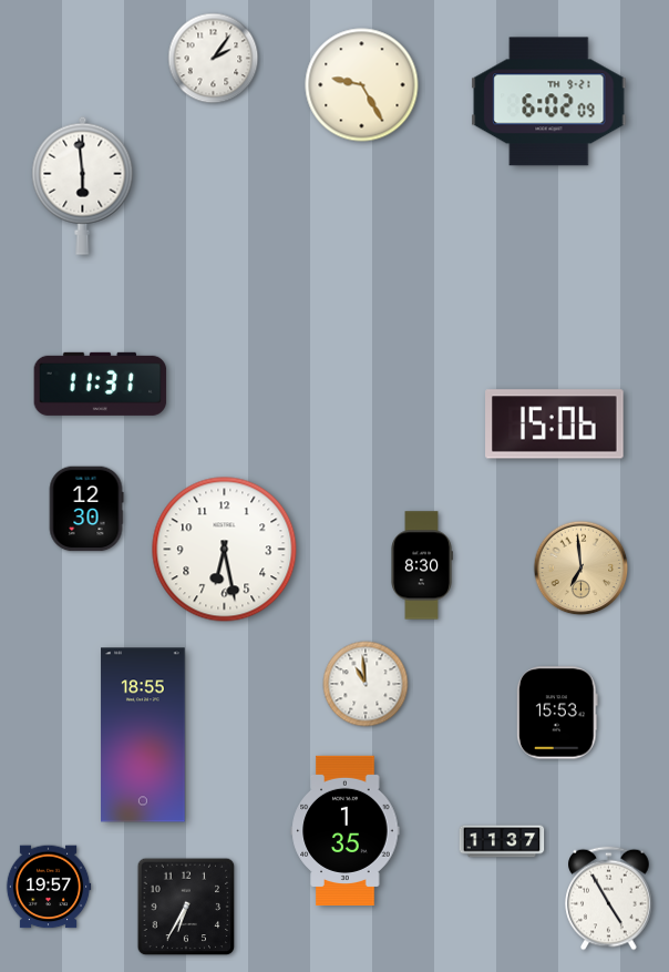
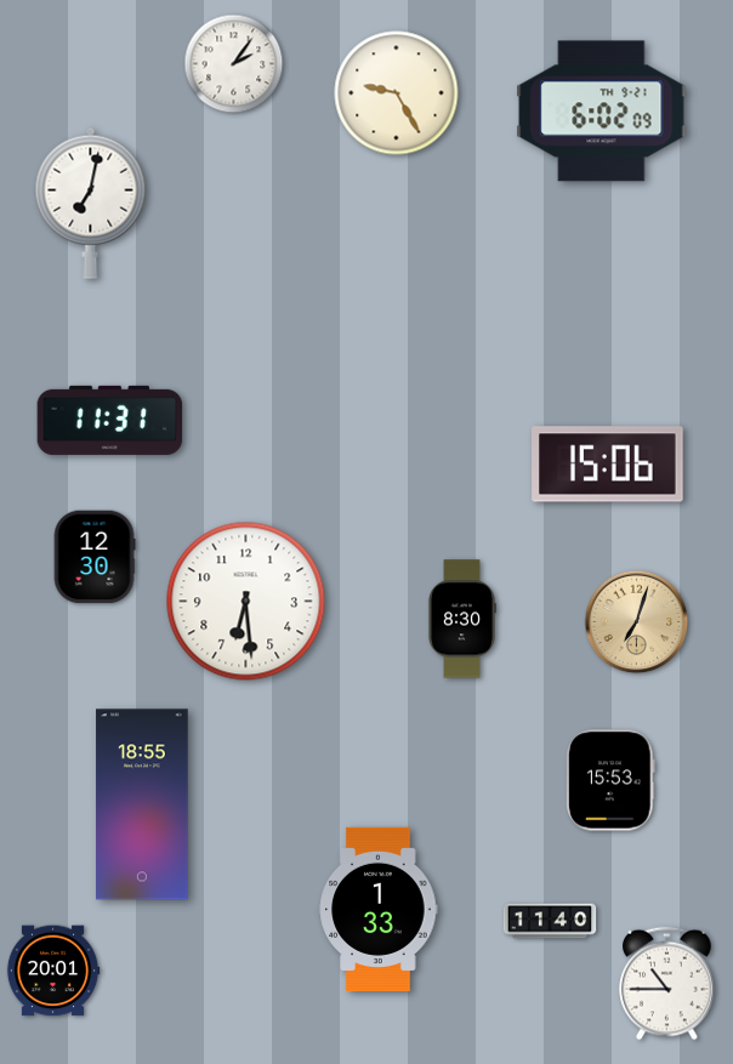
clock at (83, 185): 5:59 -> 7:02
clock at (225, 550): 6:28 -> 6:29
clock at (581, 569): 6:59 -> 7:03
clock at (366, 684): 10:59 -> none
clock at (143, 735) position: (143, 735) -> (142, 804)
clock at (346, 830): 1:35 -> 1:33
clock at (502, 841): 11:37 -> 11:40
clock at (49, 887): 19:57 -> 20:01
clock at (609, 899): 4:55 -> 10:45
clock at (186, 907): 6:35 -> none
